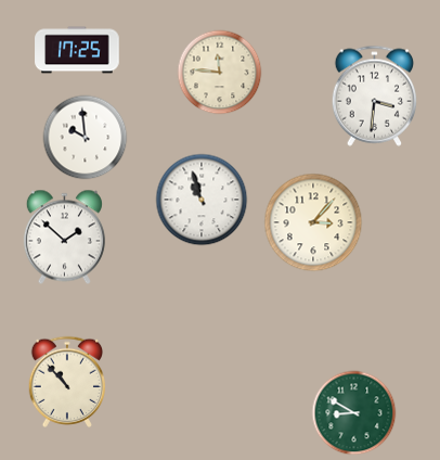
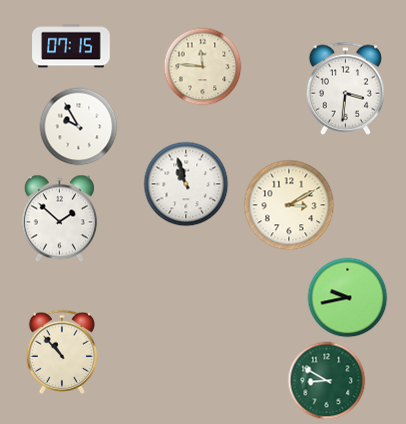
clock at (77, 50): 17:25 -> 07:15
clock at (85, 137): 9:59 -> 9:55
clock at (313, 222): 3:07 -> 3:10
clock at (347, 297): none -> 9:43
